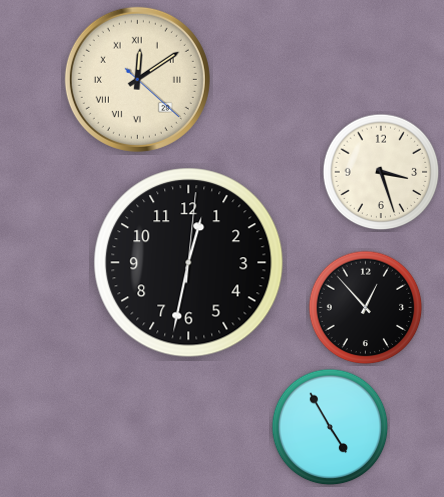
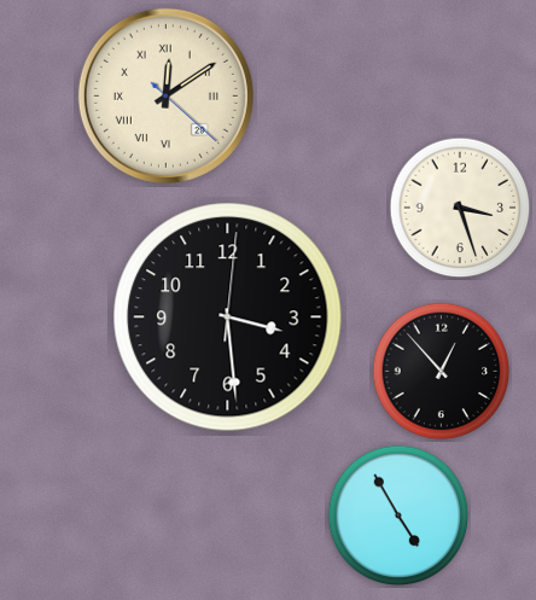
clock at (189, 263): 12:32 -> 3:29
